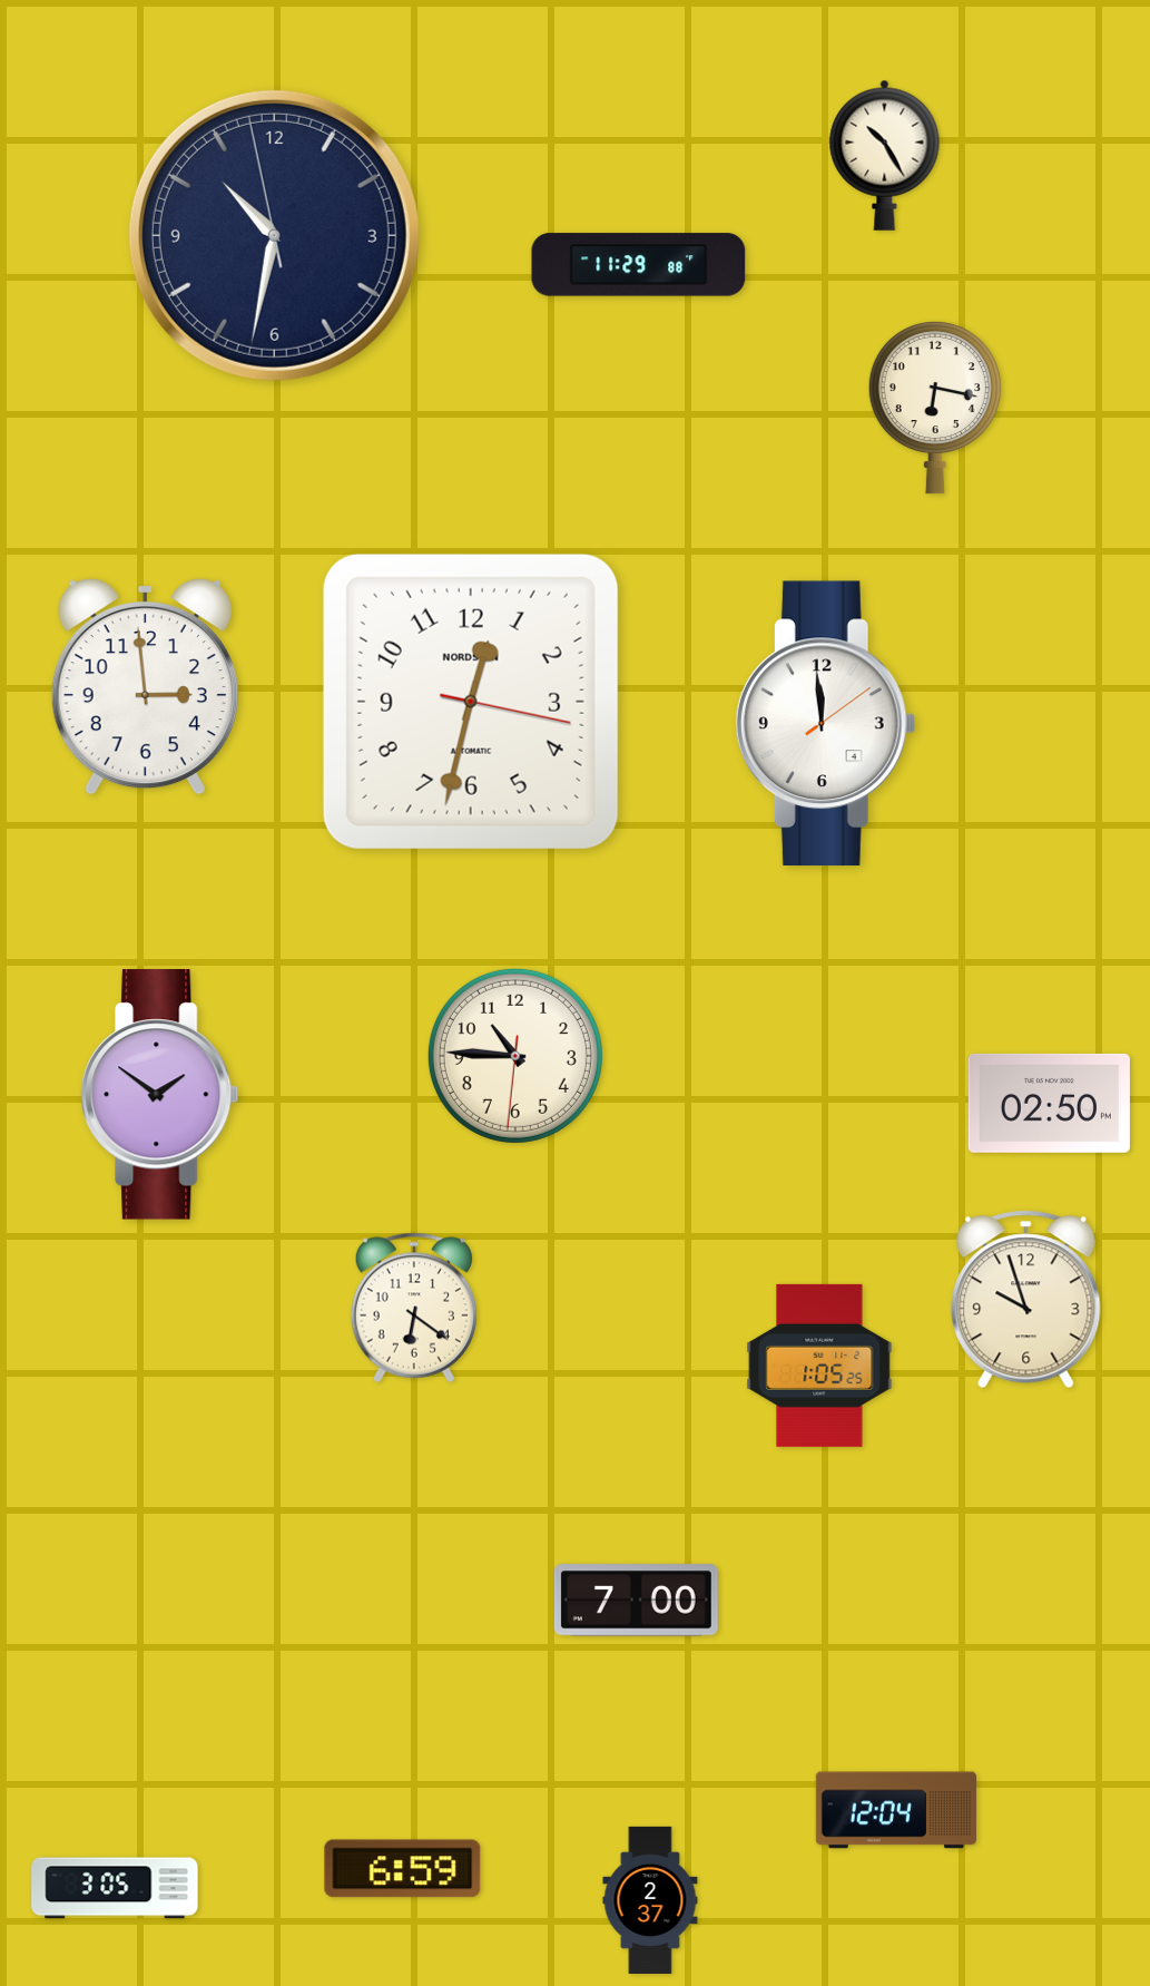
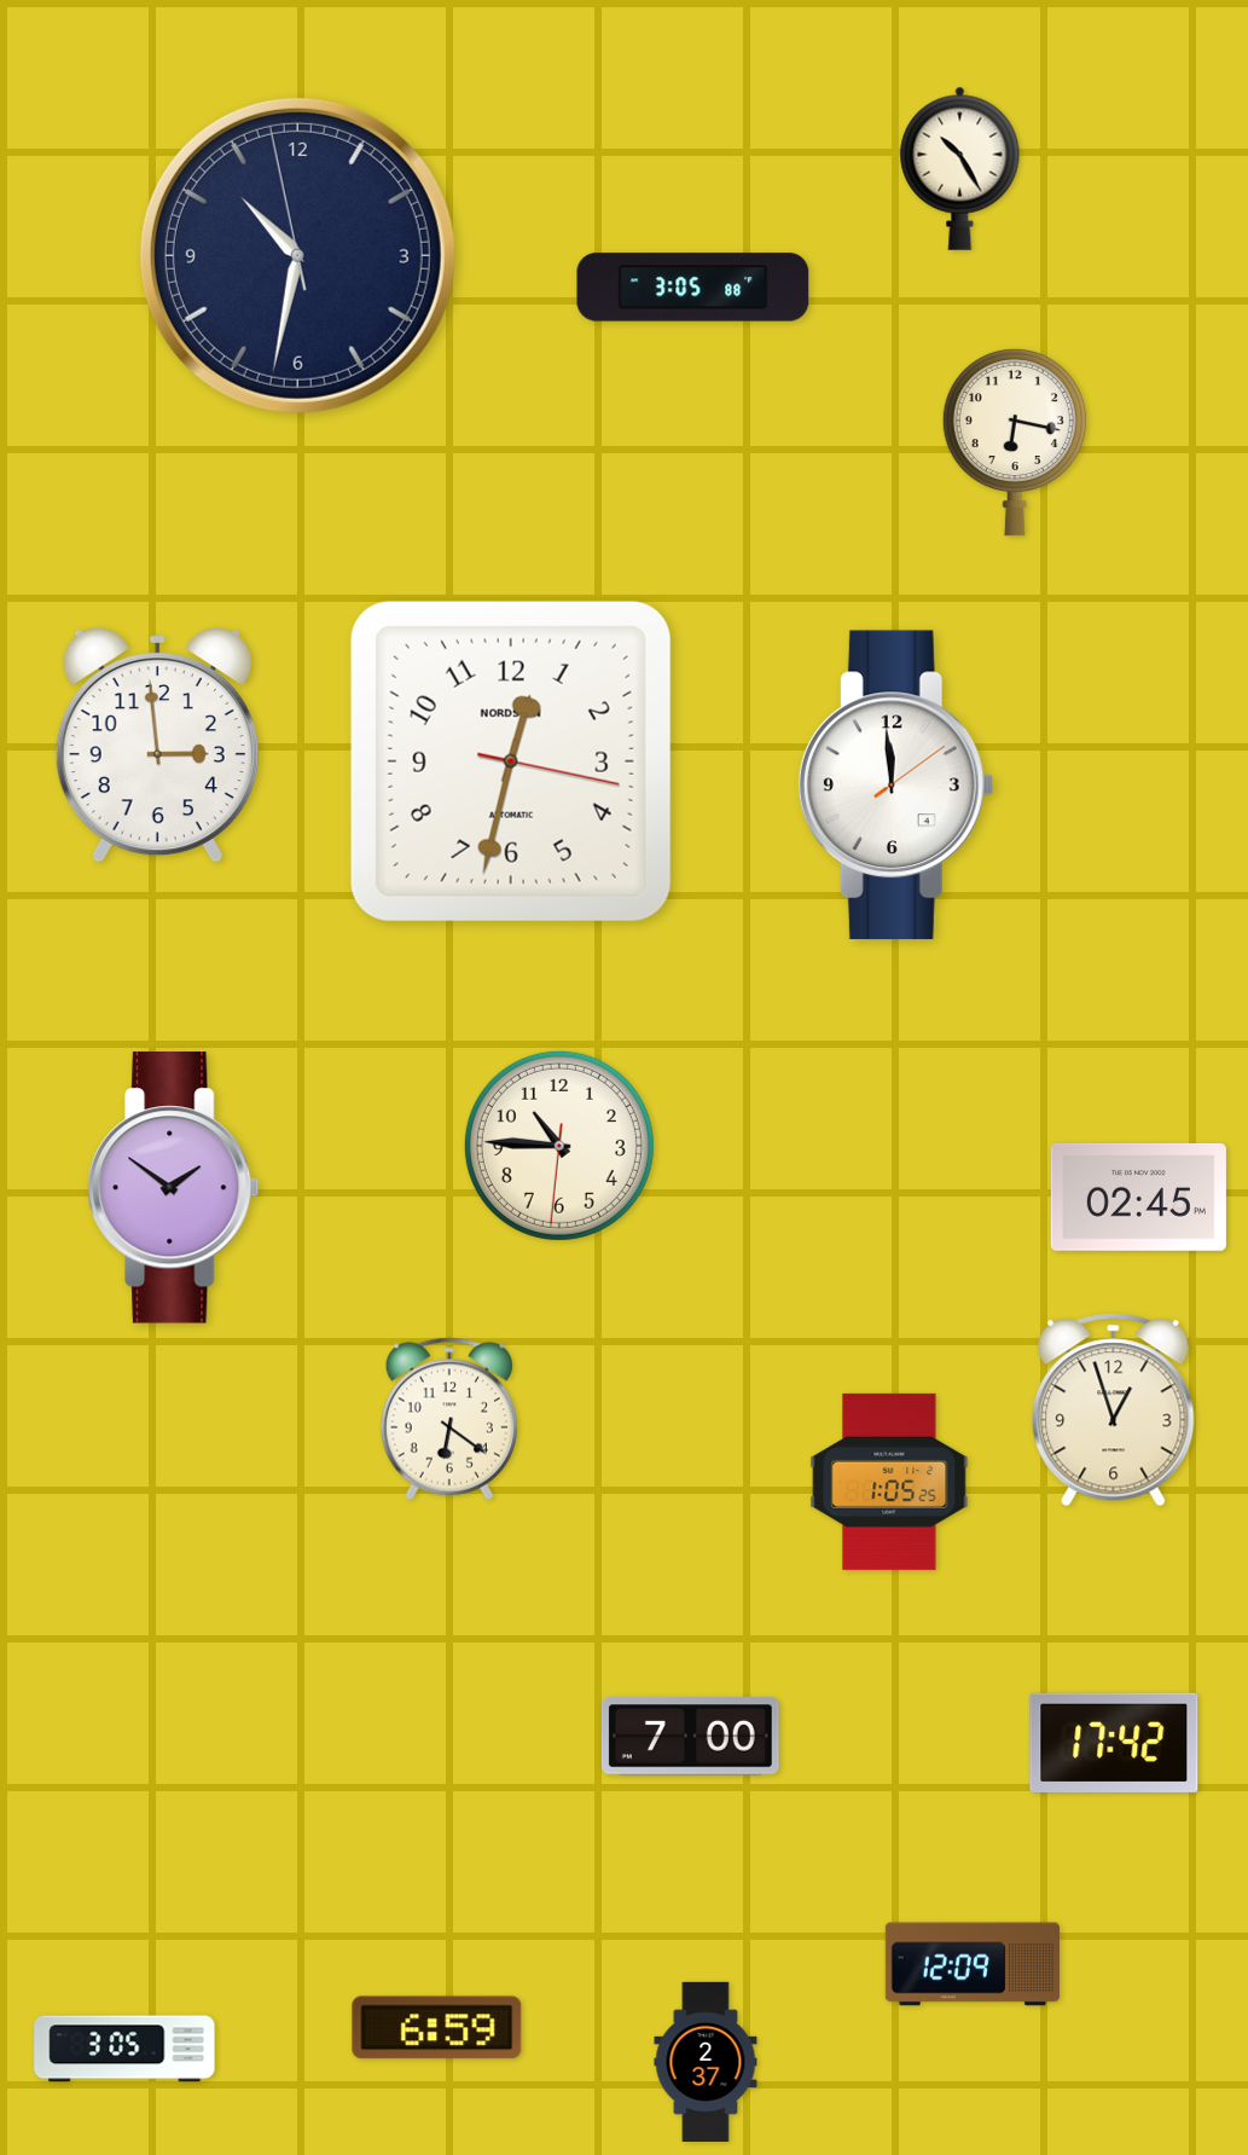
clock at (639, 265): 11:29 -> 3:05
clock at (1049, 1103): 02:50 -> 02:45
clock at (1026, 1300): 9:57 -> 12:57
clock at (1114, 1743): none -> 17:42
clock at (896, 1810): 12:04 -> 12:09
